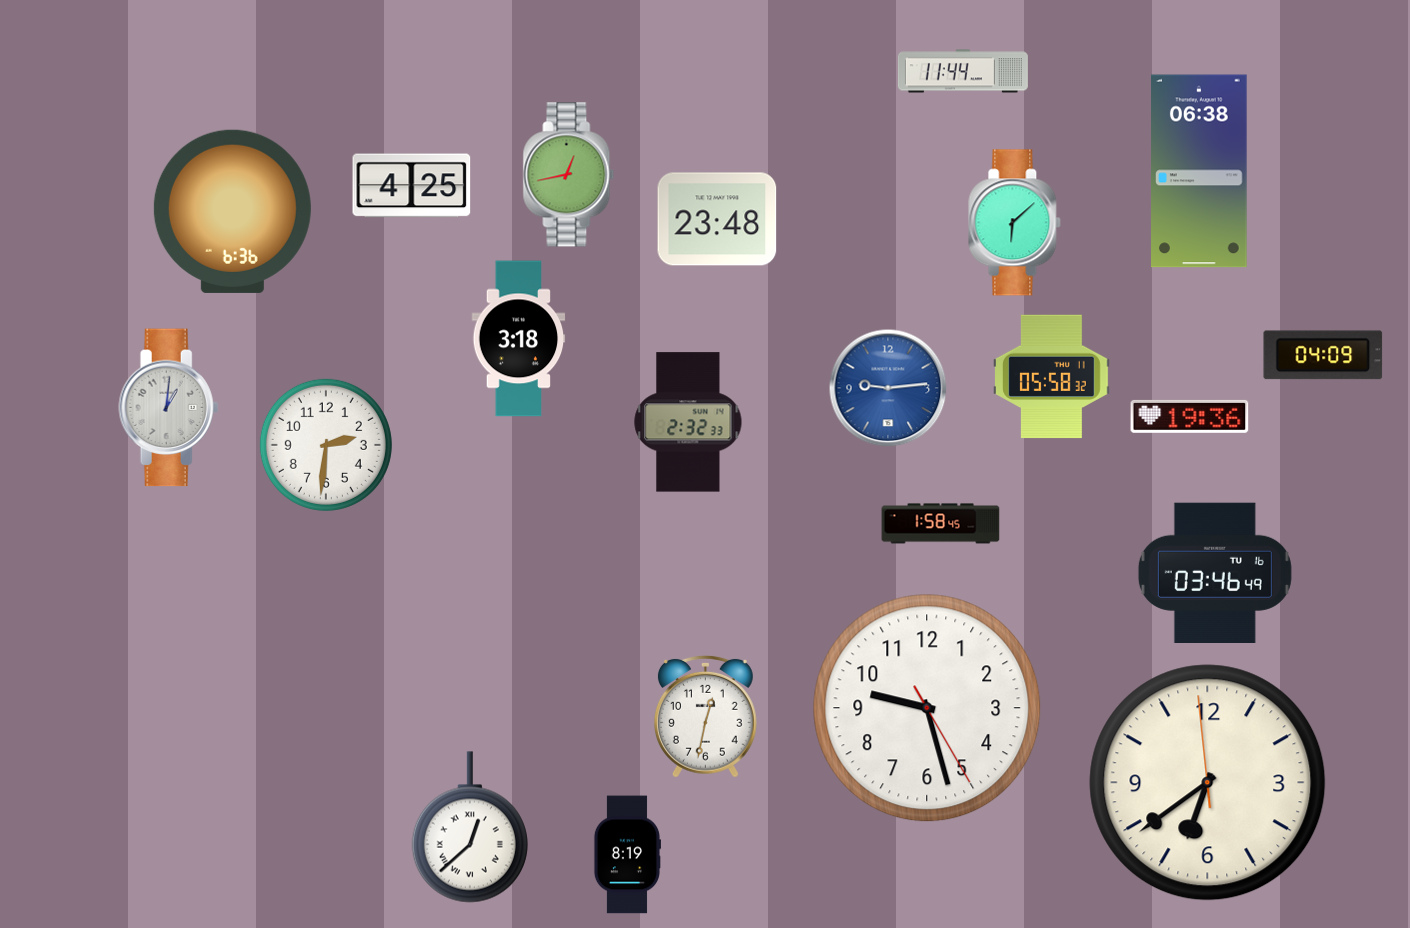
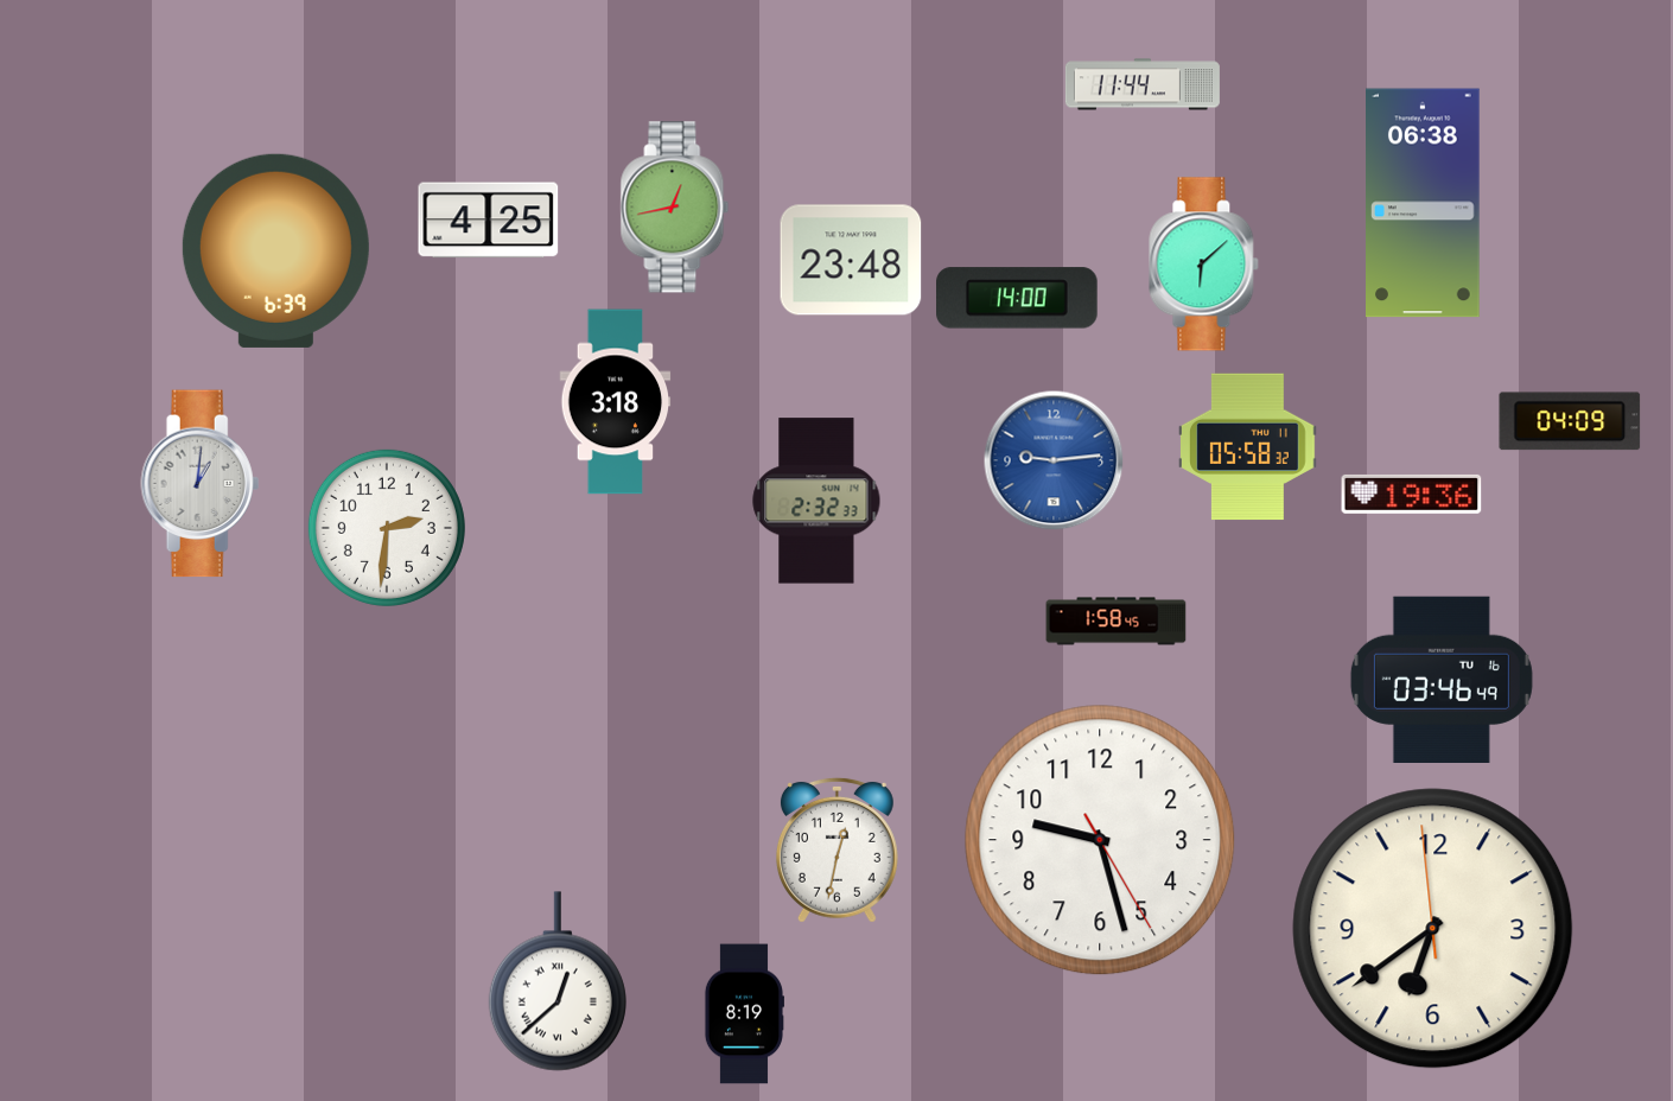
clock at (232, 211): 6:36 -> 6:39
clock at (1018, 298): none -> 14:00
